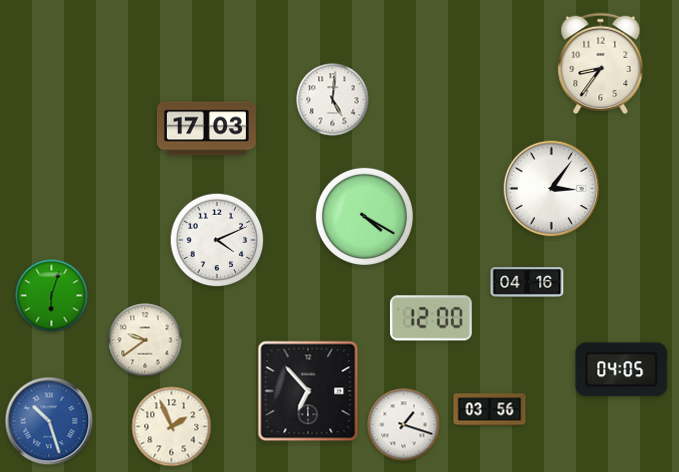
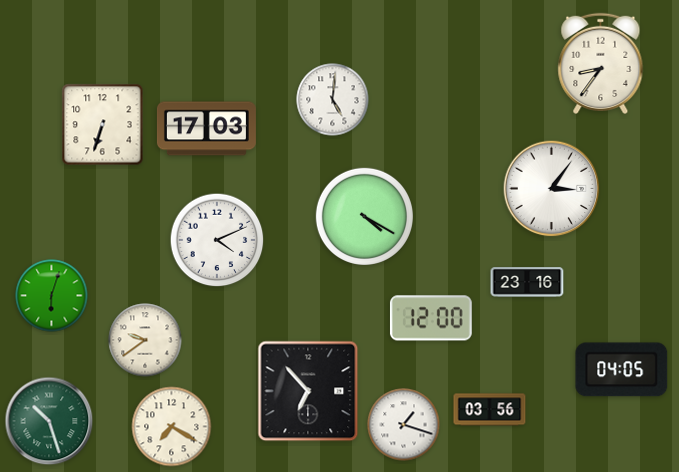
clock at (103, 125): none -> 6:33
clock at (527, 282): 04:16 -> 23:16
clock at (49, 421) dial: blue -> green
clock at (172, 427): 1:56 -> 7:20
